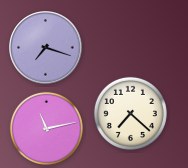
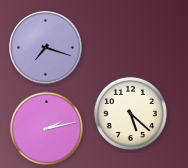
clock at (130, 113): 7:22 -> 5:22
clock at (46, 128): 11:13 -> 2:13
